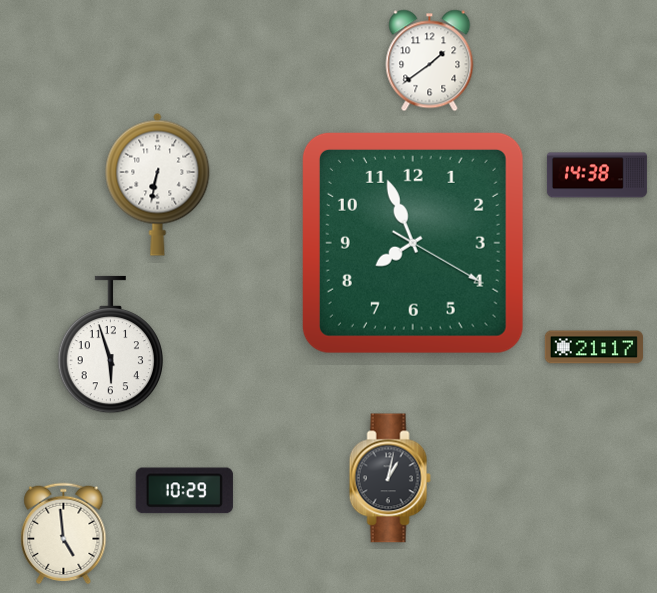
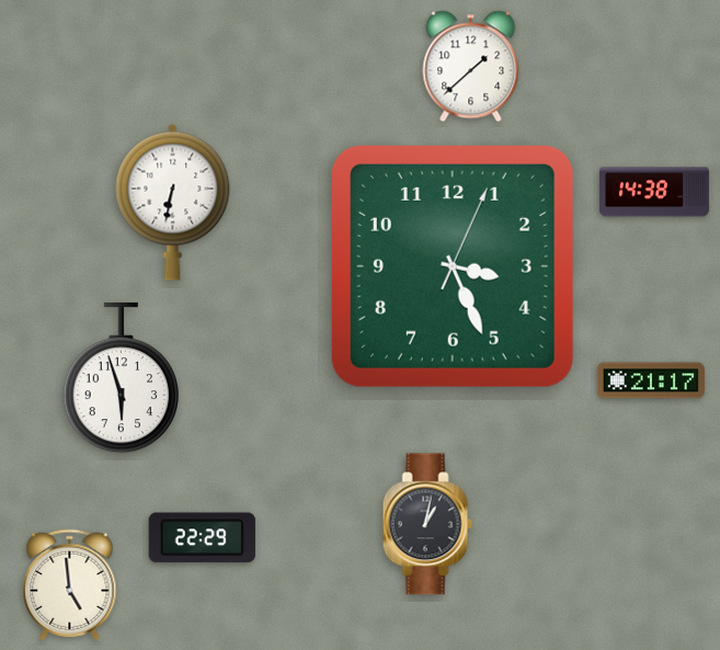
clock at (430, 61): 1:39 -> 1:38
clock at (413, 243): 7:56 -> 3:26
clock at (184, 491): 10:29 -> 22:29
